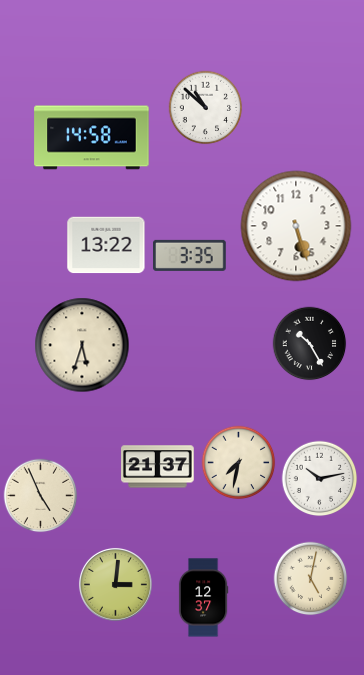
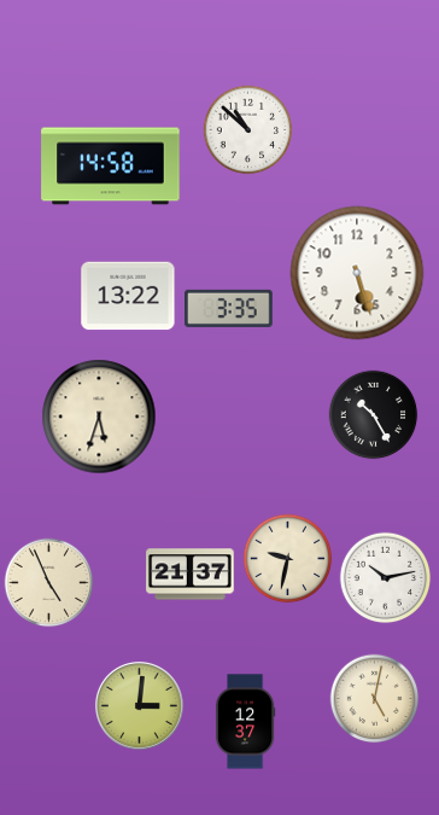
clock at (239, 463): 7:32 -> 9:32
clock at (158, 467) position: (158, 467) -> (191, 575)
clock at (41, 496) position: (41, 496) -> (49, 583)
